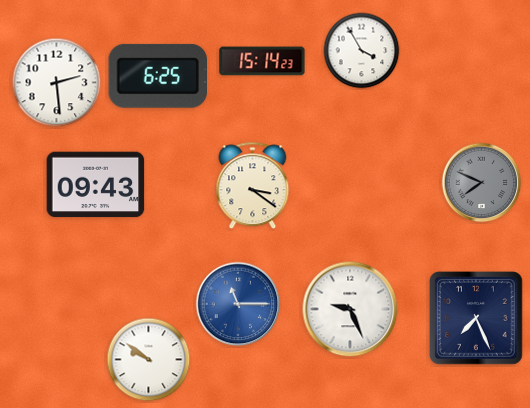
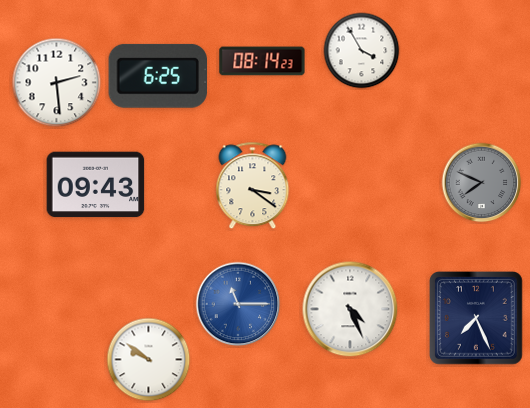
clock at (262, 61): 15:14 -> 08:14
clock at (350, 309): 9:26 -> 4:26
